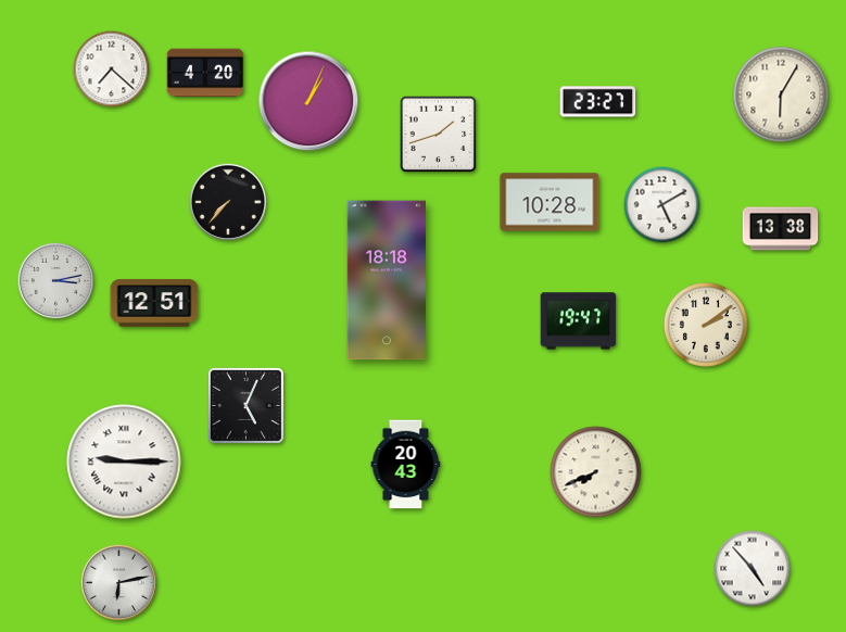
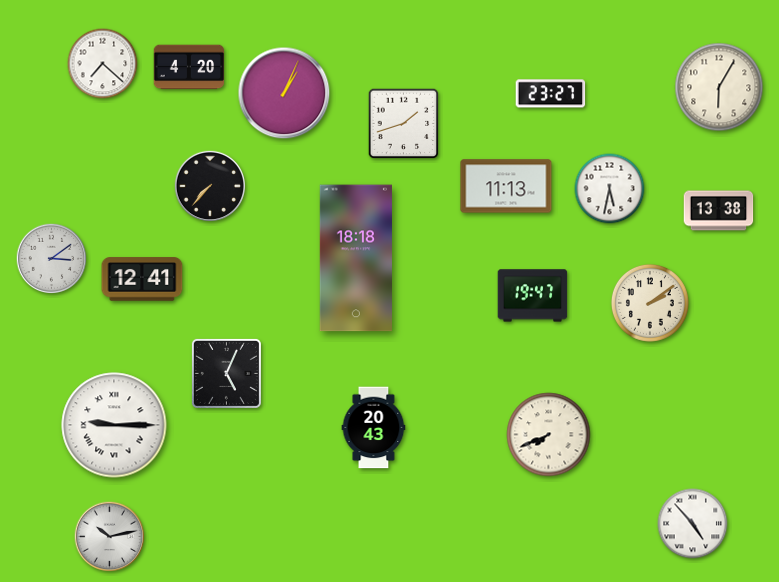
clock at (550, 202): 10:28 -> 11:13
clock at (662, 205): 5:10 -> 5:32
clock at (56, 281): 3:13 -> 3:09
clock at (154, 303): 12:51 -> 12:41
clock at (706, 325) position: (706, 325) -> (650, 303)
clock at (119, 583): 6:13 -> 10:13
